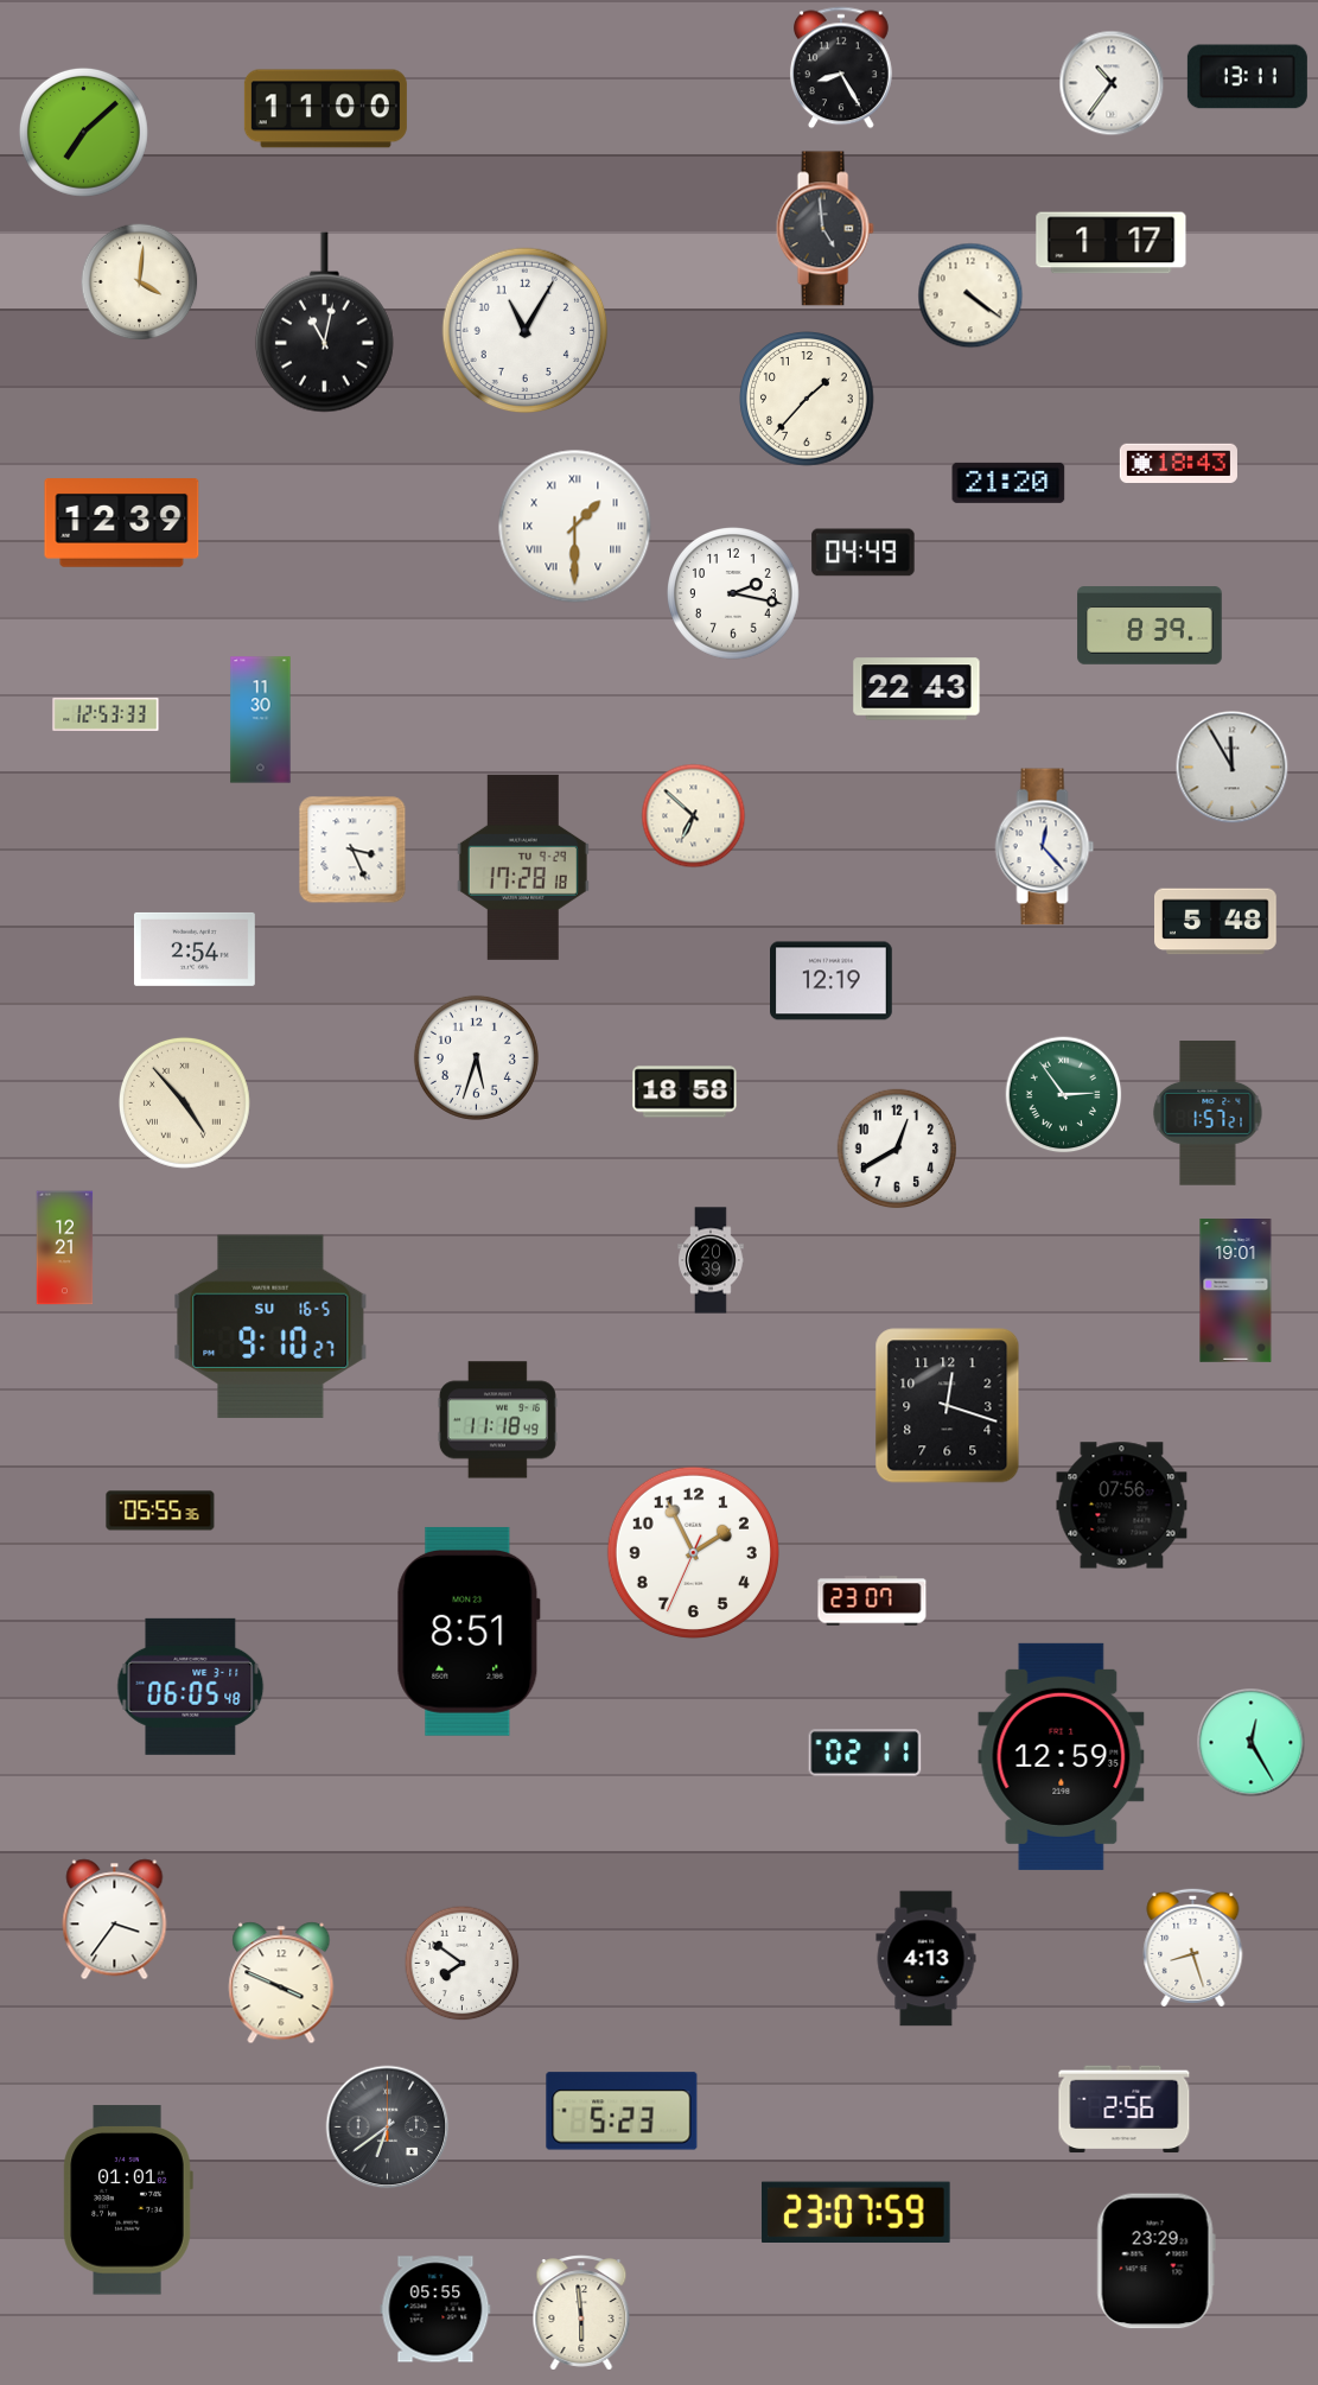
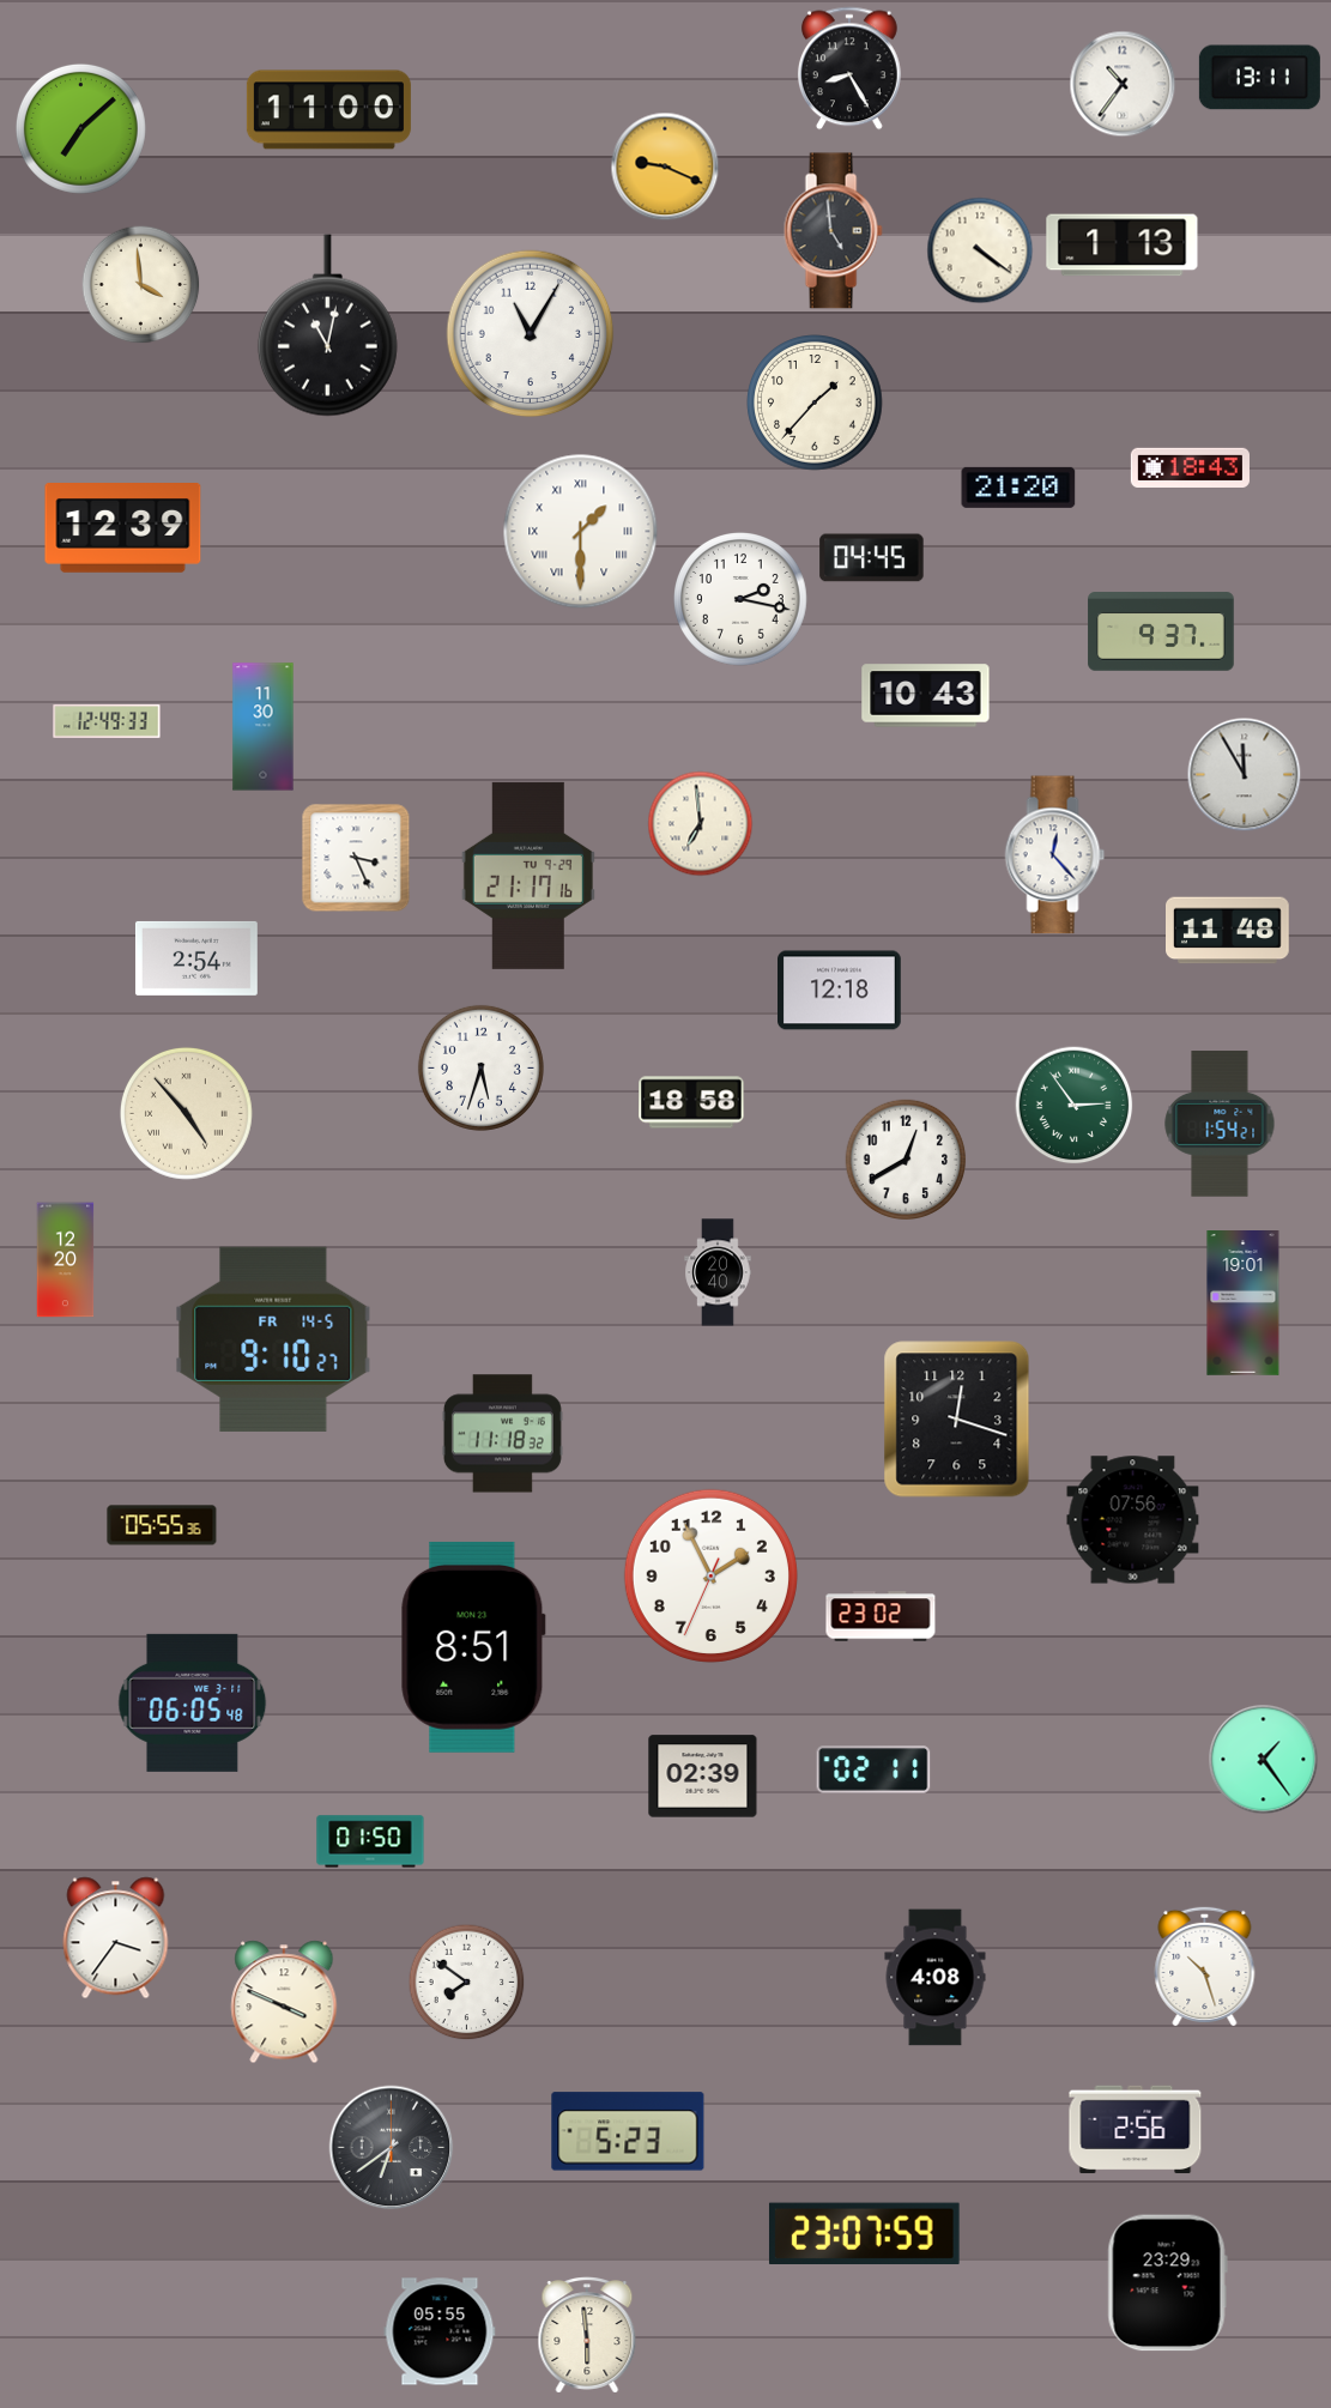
clock at (83, 132) position: (83, 132) -> (80, 128)
clock at (665, 167): none -> 9:19
clock at (1112, 243): 1:17 -> 1:13
clock at (140, 282): 4:01 -> 3:59
clock at (970, 295) position: (970, 295) -> (980, 250)
clock at (864, 553): 04:49 -> 04:45
clock at (1150, 625): 8:39 -> 9:37
clock at (917, 689): 22:43 -> 10:43
clock at (106, 714): 12:53 -> 12:49
clock at (694, 816): 6:52 -> 6:59
clock at (523, 867): 17:28 -> 21:17
clock at (1216, 922): 5:48 -> 11:48
clock at (832, 981): 12:19 -> 12:18
clock at (1208, 1113): 1:57 -> 1:54
clock at (65, 1248): 12:21 -> 12:20
clock at (711, 1260): 20:39 -> 20:40
clock at (1236, 1291) position: (1236, 1291) -> (1244, 1303)
clock at (270, 1327) date: SU 16-5 -> FR 14-5
clock at (497, 1420): 11:18:49 -> 11:18:32
clock at (693, 1552) position: (693, 1552) -> (710, 1575)
clock at (872, 1601): 23:07 -> 23:02
clock at (1252, 1743): 12:25 -> 1:24
clock at (1062, 1756): 12:59 -> none
clock at (703, 1777): none -> 02:39
clock at (370, 1841): none -> 01:50
clock at (1193, 1947): 8:27 -> 10:27
clock at (927, 1959): 4:13 -> 4:08
clock at (128, 2200): 01:01 -> none
